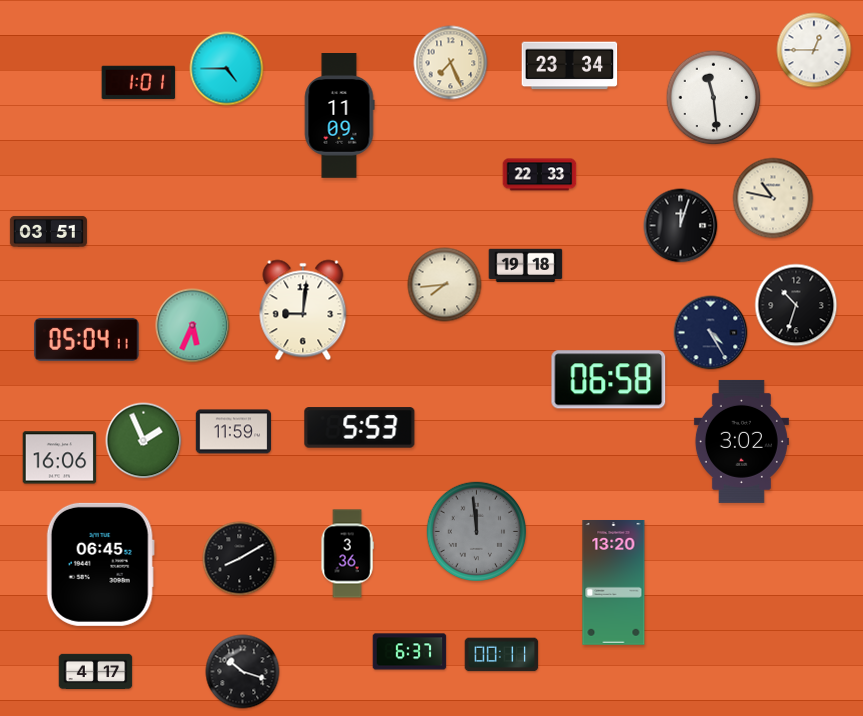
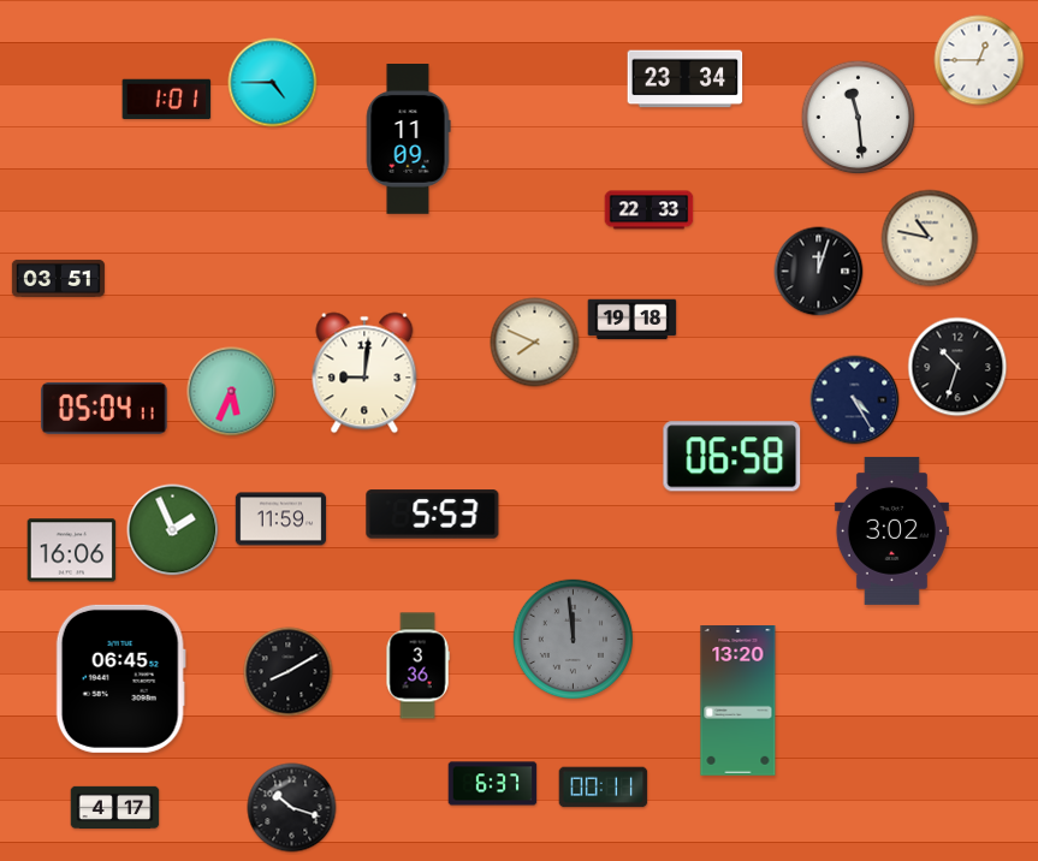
clock at (451, 63): 7:26 -> none
clock at (445, 285): 7:44 -> 7:49
